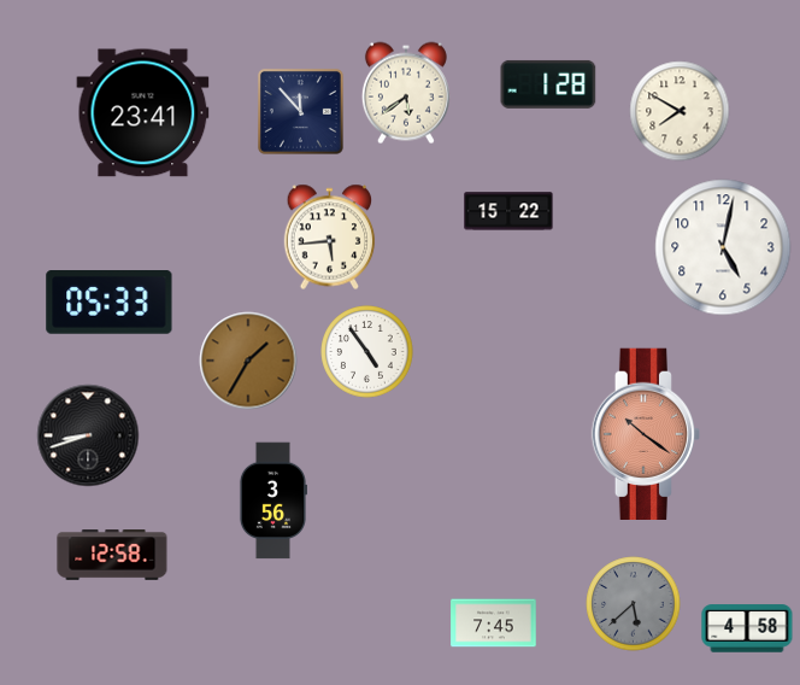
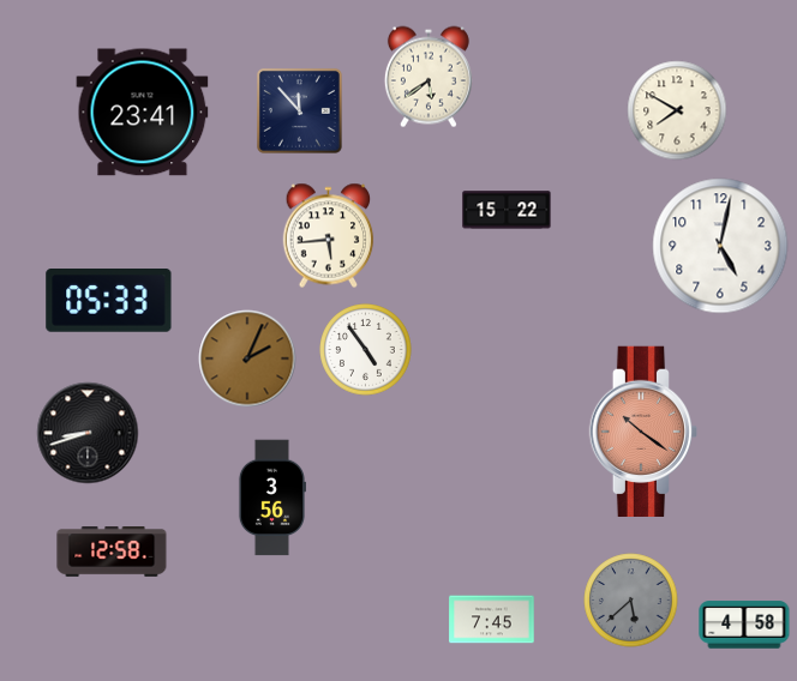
clock at (548, 84): 1:28 -> none
clock at (406, 93) position: (406, 93) -> (429, 77)
clock at (248, 361): 1:35 -> 2:04
